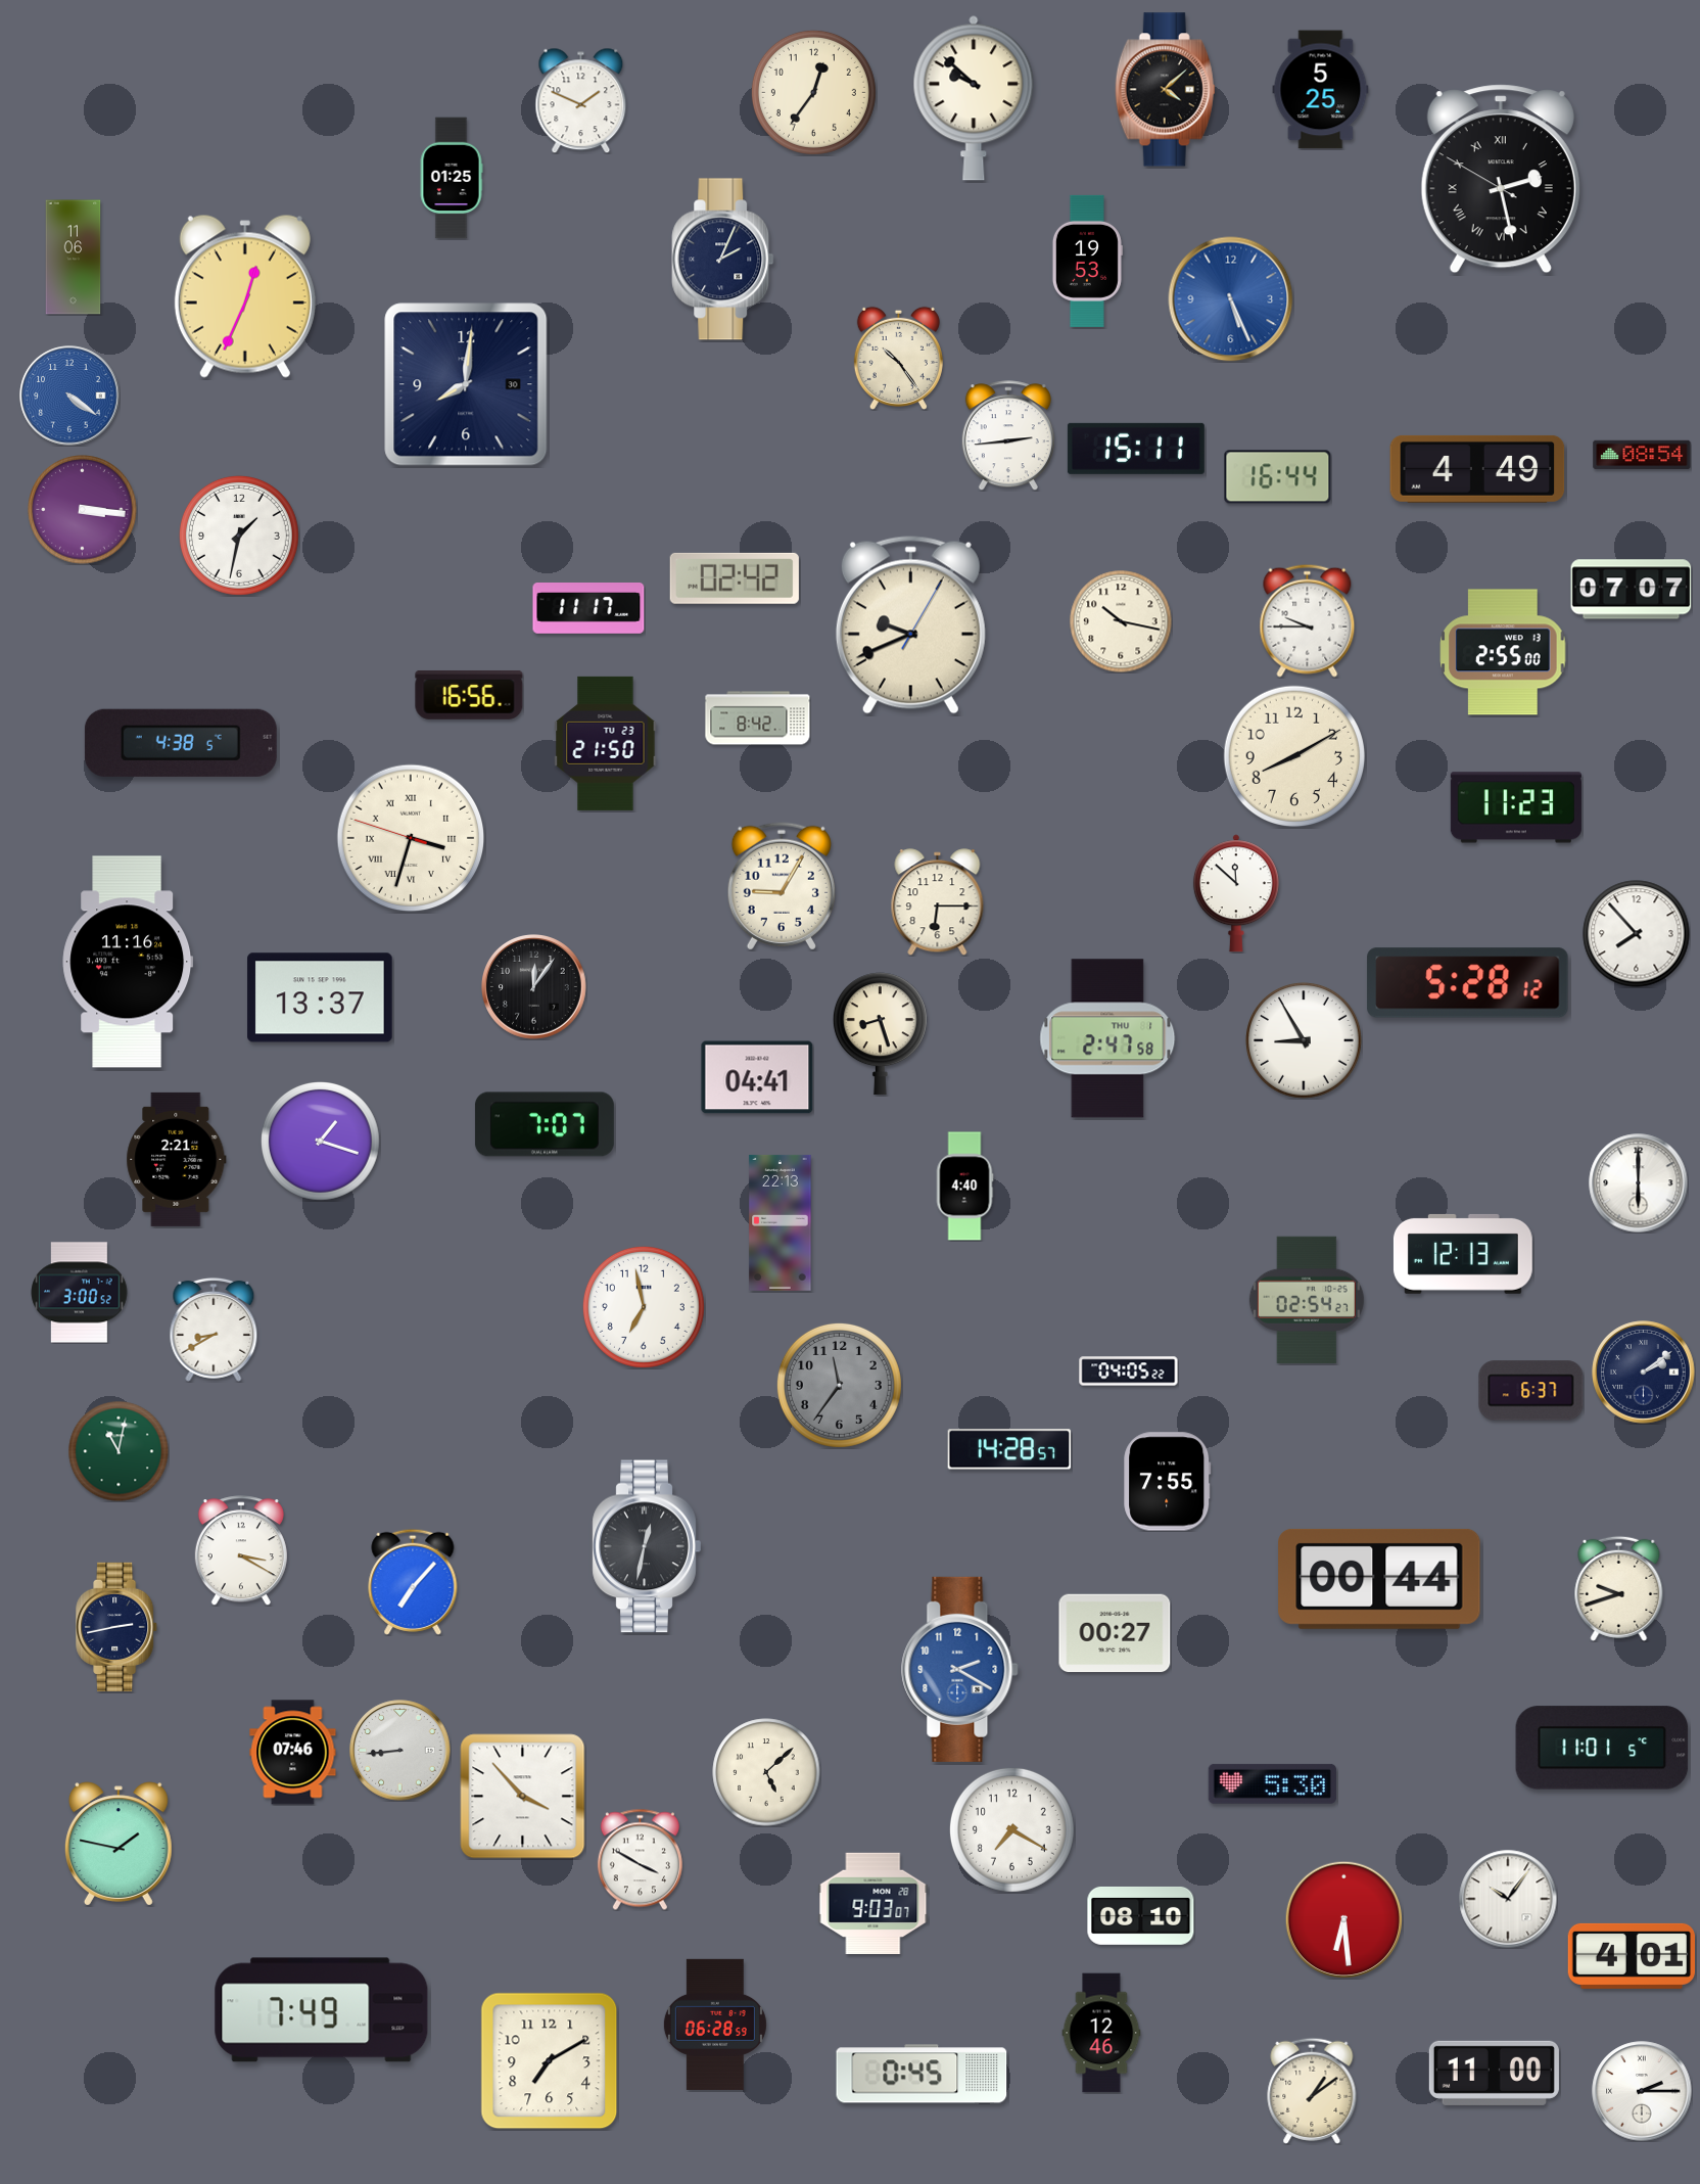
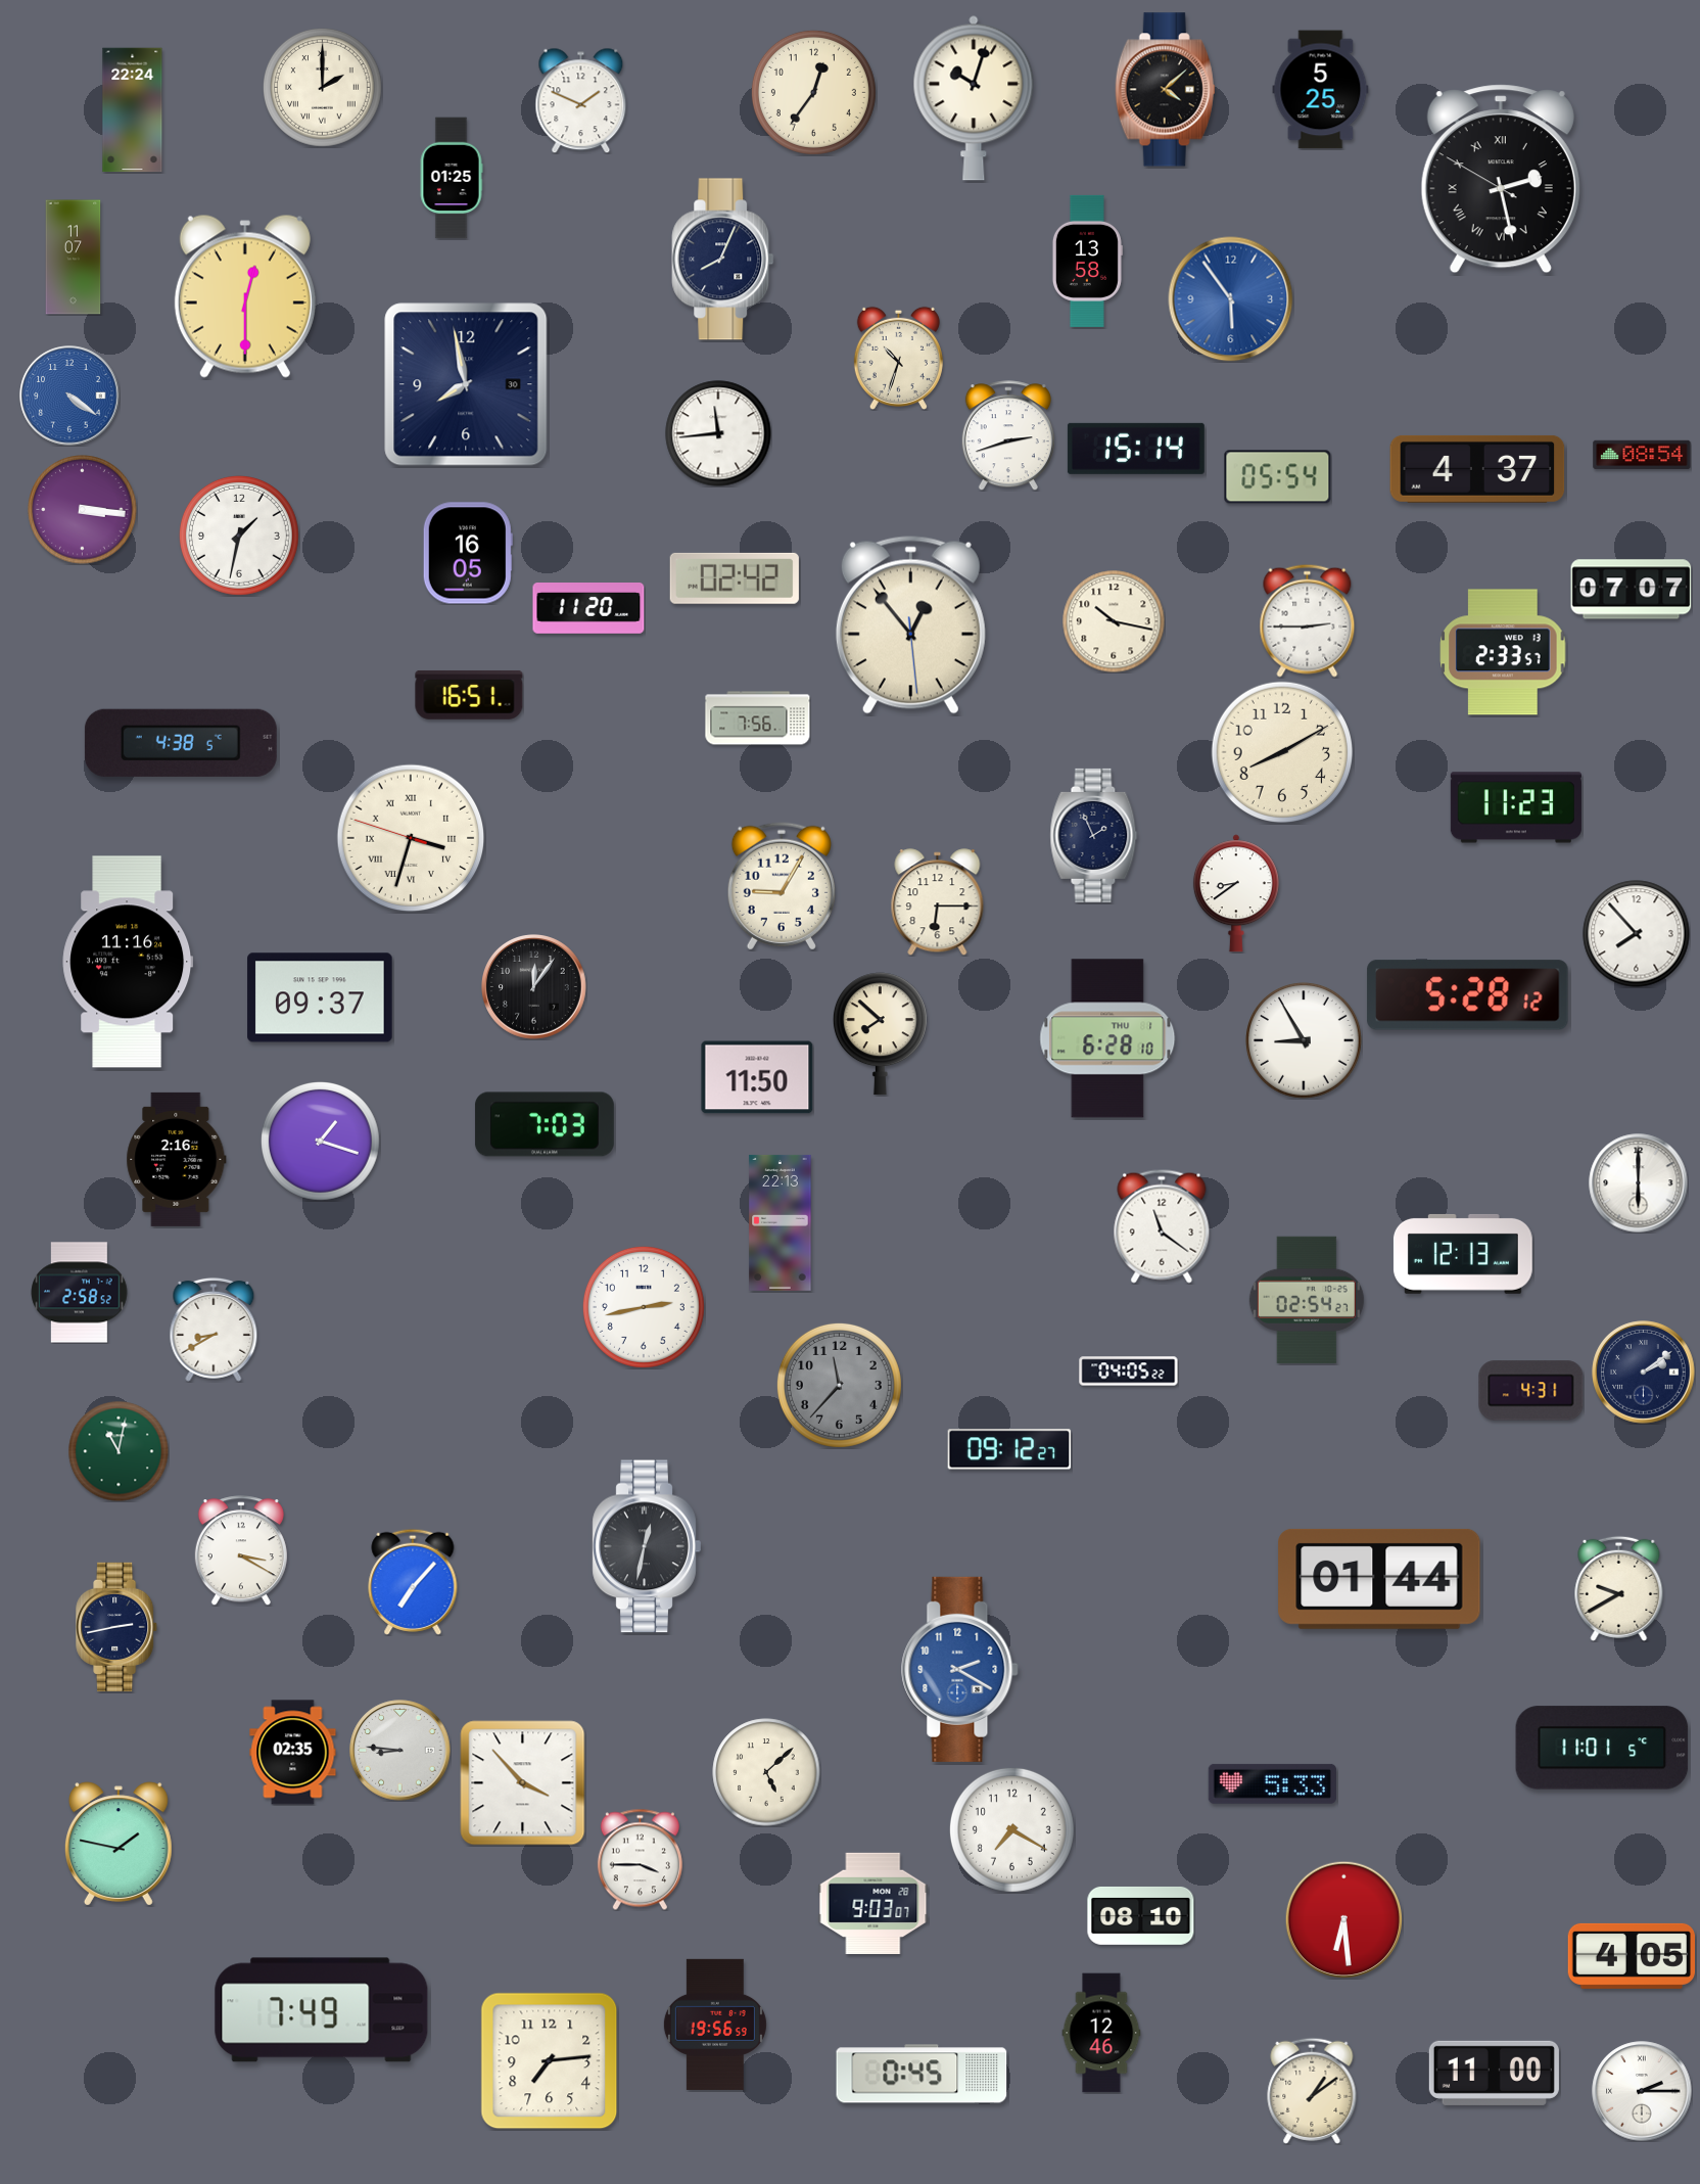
clock at (323, 88): none -> 2:00
clock at (974, 98): 9:52 -> 10:03
clock at (133, 110): none -> 22:24
clock at (74, 258): 11:06 -> 11:07
clock at (723, 260): 2:04 -> 8:04
clock at (1087, 261): 19:53 -> 13:58
clock at (245, 296): 12:34 -> 12:30
clock at (1231, 299): 5:26 -> 5:54
clock at (898, 358): 10:24 -> 10:33
clock at (466, 384): 8:01 -> 7:58
clock at (718, 433): none -> 11:44
clock at (1008, 435): 2:44 -> 2:42
clock at (1136, 449): 15:11 -> 15:14
clock at (1477, 469): 4:49 -> 4:37
clock at (1278, 477): 16:44 -> 05:54
clock at (468, 553): none -> 16:05
clock at (588, 609): 11:17 -> 11:20
clock at (1308, 620): 9:45 -> 2:45
clock at (1121, 621) position: (1121, 621) -> (1114, 621)
clock at (910, 625): 9:41 -> 12:53
clock at (1503, 652): 2:55 -> 2:33
clock at (469, 695): 16:56 -> 16:51
clock at (758, 718): 8:42 -> 7:56
clock at (606, 743): 21:50 -> none
clock at (1293, 755) position: (1293, 755) -> (1281, 751)
clock at (1094, 835): none -> 1:56
clock at (1236, 893): 11:52 -> 8:39
clock at (1468, 983) position: (1468, 983) -> (1468, 995)
clock at (320, 997): 13:37 -> 09:37
clock at (880, 1034): 8:27 -> 7:52
clock at (1107, 1038): 2:47 -> 6:28
clock at (757, 1077): 04:41 -> 11:50
clock at (545, 1124): 7:07 -> 7:03
clock at (177, 1159): 2:21 -> 2:16
clock at (964, 1187): 4:40 -> none
clock at (1162, 1226): none -> 11:21
clock at (80, 1293): 3:00 -> 2:58
clock at (644, 1307): 6:58 -> 2:43
clock at (839, 1385): 11:36 -> 11:37
clock at (1531, 1391): 6:37 -> 4:31
clock at (1009, 1449): 14:28 -> 09:12
clock at (1168, 1482): 7:55 -> none
clock at (1379, 1579): 00:44 -> 01:44
clock at (1619, 1588): 9:42 -> 9:40
clock at (1115, 1633): 00:27 -> none
clock at (400, 1751): 8:44 -> 8:46
clock at (293, 1753): 07:46 -> 02:35
clock at (1272, 1783): 5:30 -> 5:33
clock at (523, 1797) position: (523, 1797) -> (523, 1783)
clock at (640, 1859): 3:50 -> 3:45
clock at (1508, 1899): 10:06 -> none
clock at (1631, 1956): 4:01 -> 4:05
clock at (715, 2025): 06:28 -> 19:56
clock at (550, 2061): 7:10 -> 7:14
